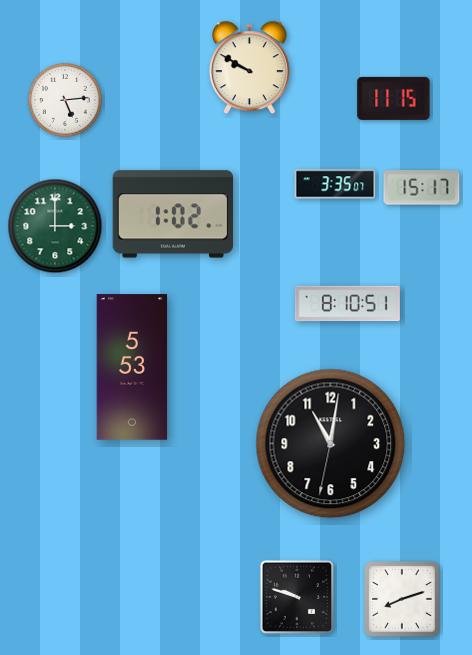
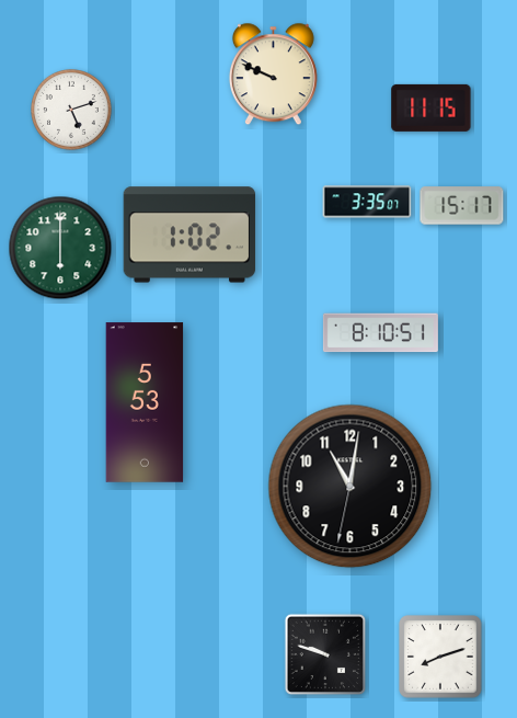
clock at (249, 68): 9:50 -> 9:49
clock at (66, 101): 5:14 -> 5:12
clock at (55, 226): 3:00 -> 6:00
clock at (331, 444) position: (331, 444) -> (351, 487)
